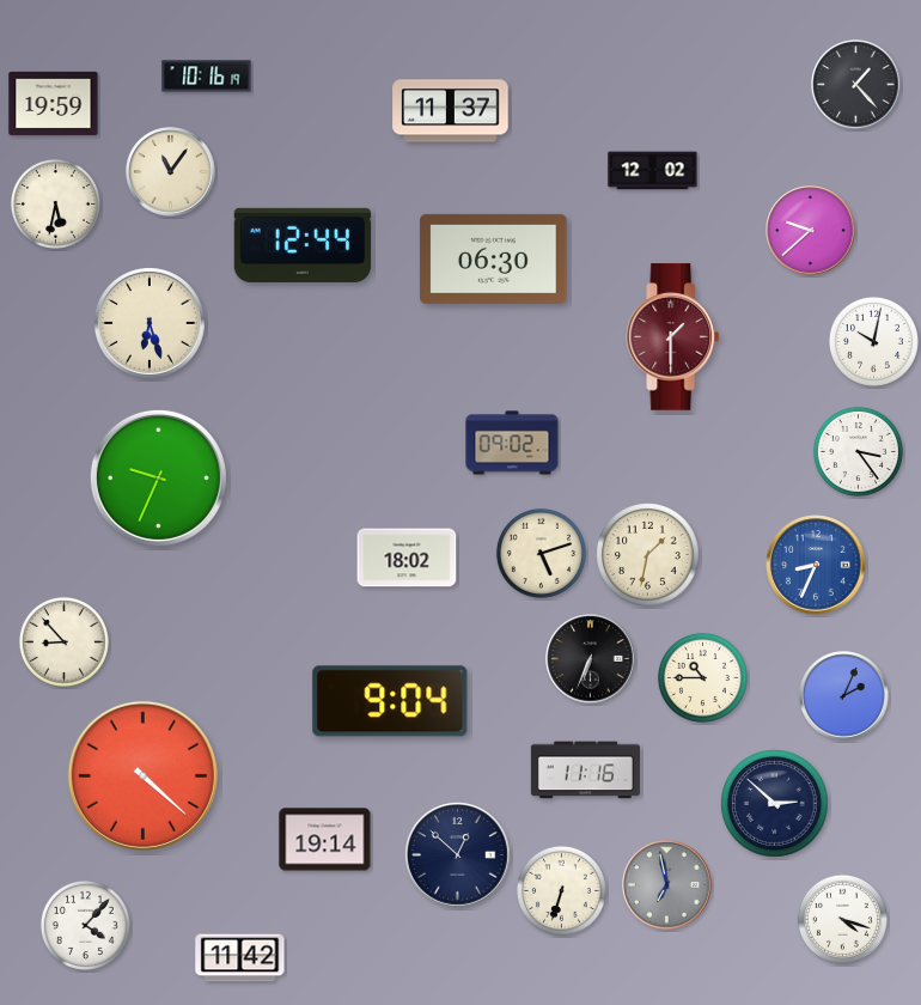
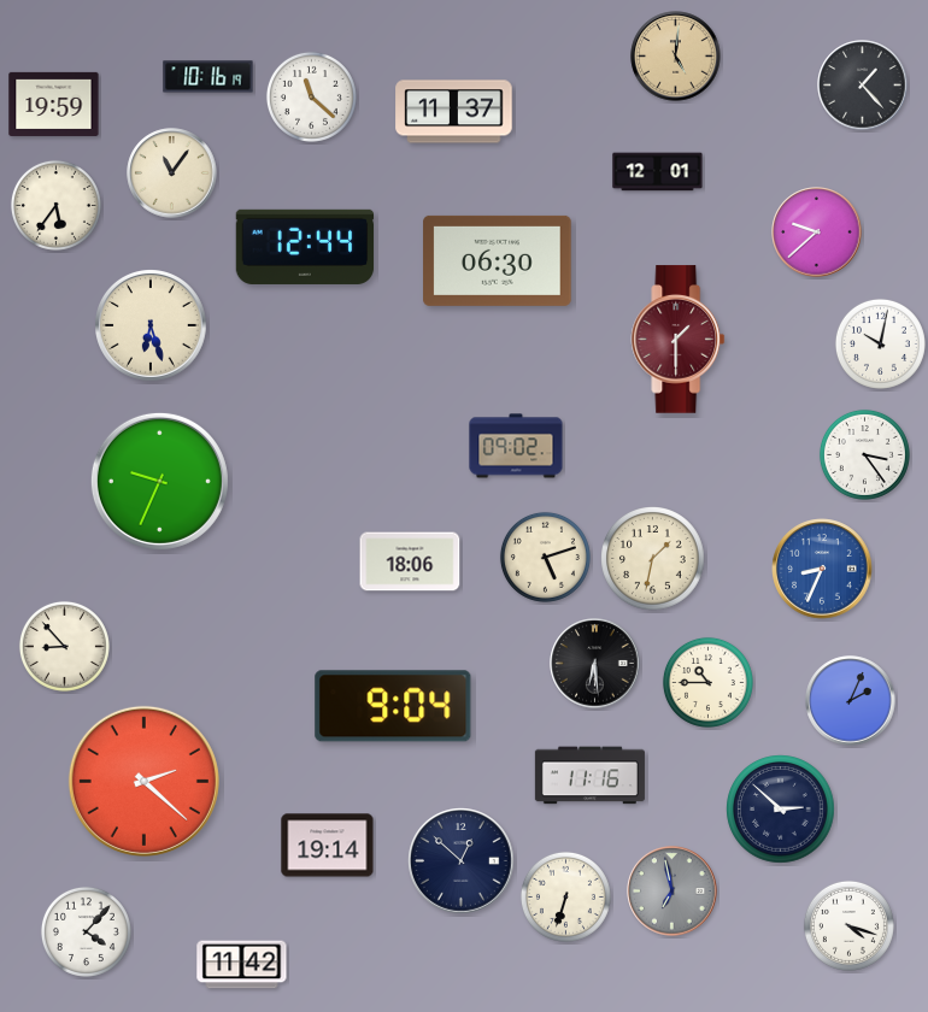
clock at (676, 57): none -> 5:01
clock at (311, 96): none -> 11:22
clock at (653, 171): 12:02 -> 12:01
clock at (55, 203): 5:32 -> 5:36
clock at (407, 558): 18:02 -> 18:06
clock at (591, 659): 6:34 -> 6:29
clock at (142, 775): 4:22 -> 2:22
